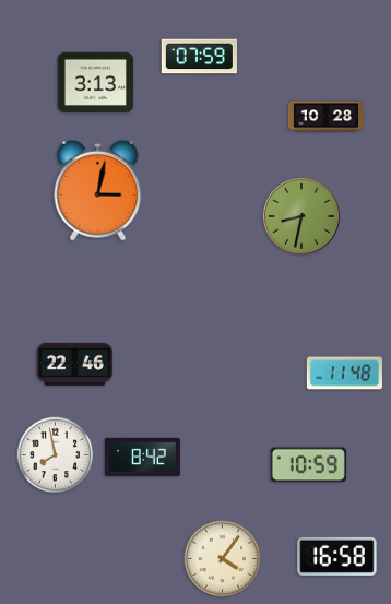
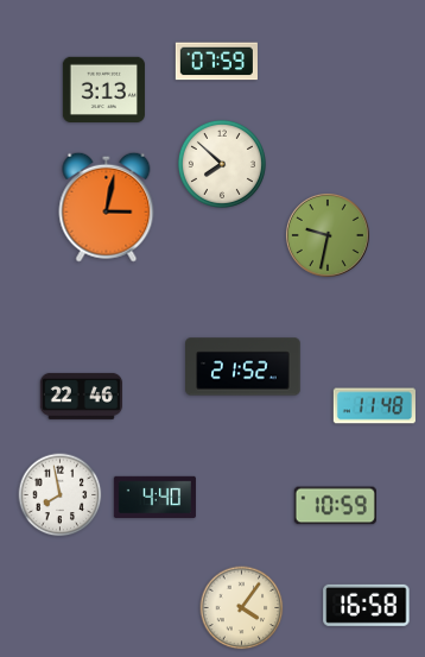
clock at (325, 117): 10:28 -> none
clock at (222, 164): none -> 7:52
clock at (301, 216): 8:32 -> 9:32
clock at (243, 367): none -> 21:52
clock at (142, 457): 8:42 -> 4:40
